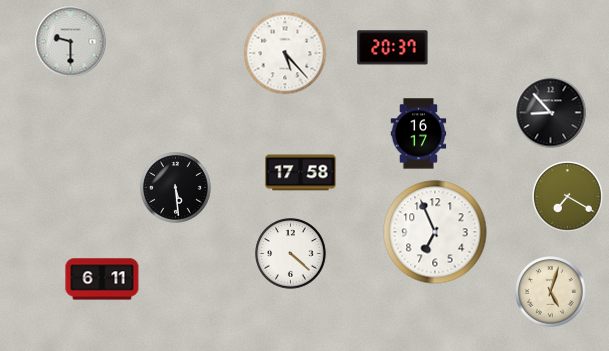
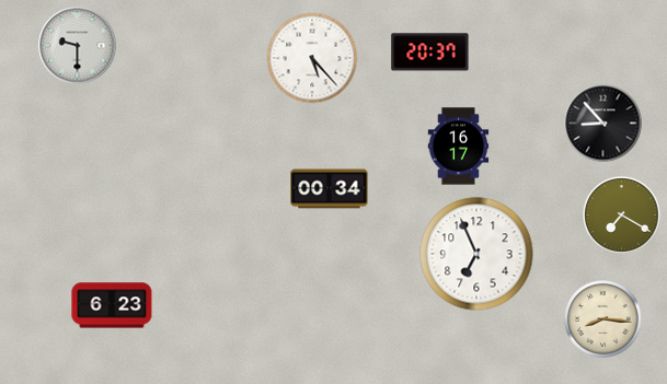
clock at (301, 173): 17:58 -> 00:34
clock at (176, 188): 5:29 -> none
clock at (291, 254): 4:22 -> none
clock at (102, 279): 6:11 -> 6:23
clock at (551, 292): 5:03 -> 8:16
